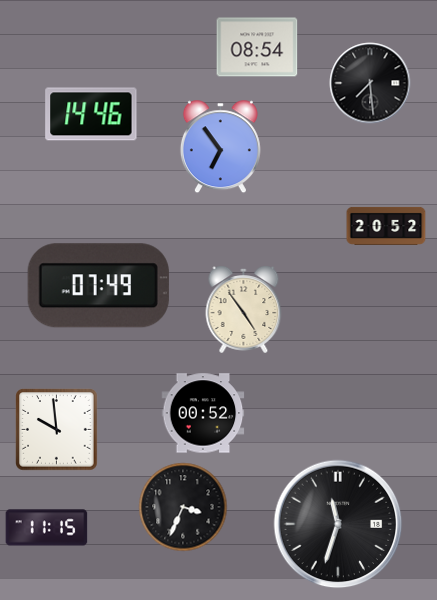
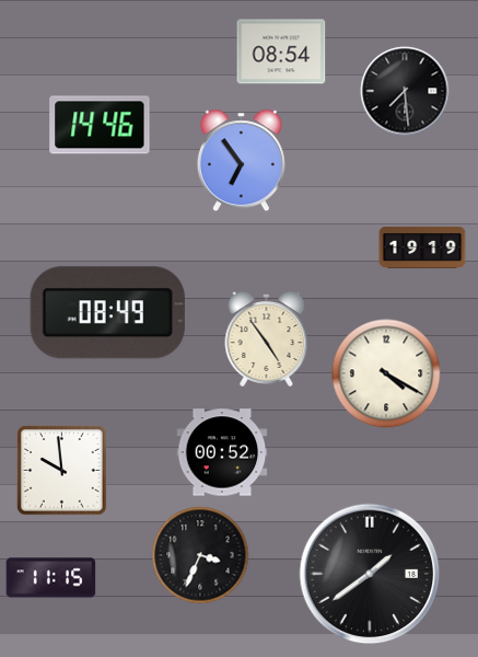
clock at (386, 226): 20:52 -> 19:19
clock at (98, 286): 07:49 -> 08:49
clock at (386, 373): none -> 4:20
clock at (338, 524): 11:33 -> 1:39
